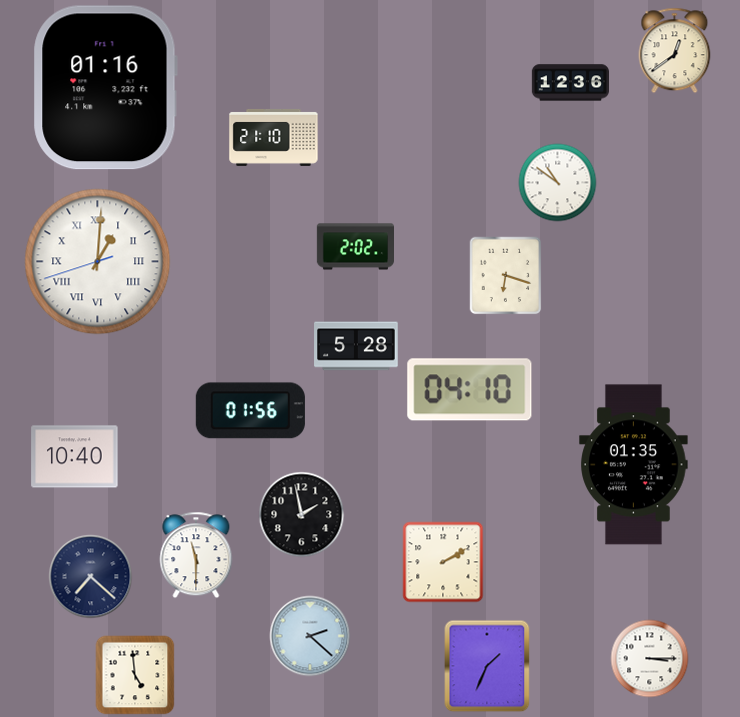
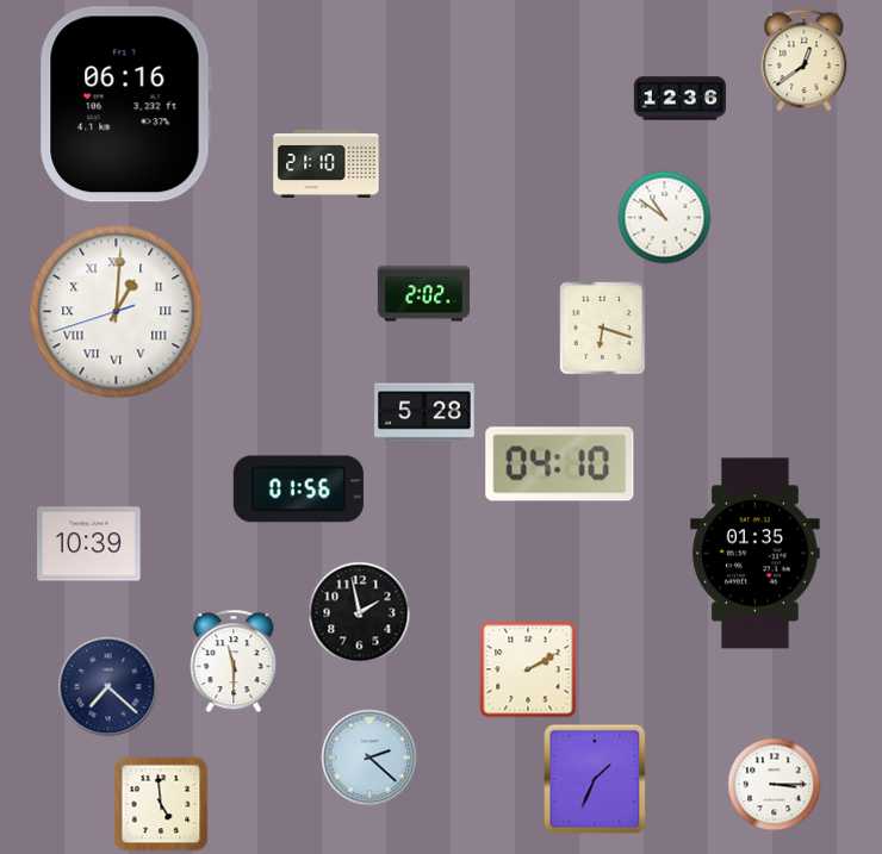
clock at (105, 88): 01:16 -> 06:16
clock at (75, 457): 10:40 -> 10:39
clock at (487, 666) position: (487, 666) -> (595, 779)
